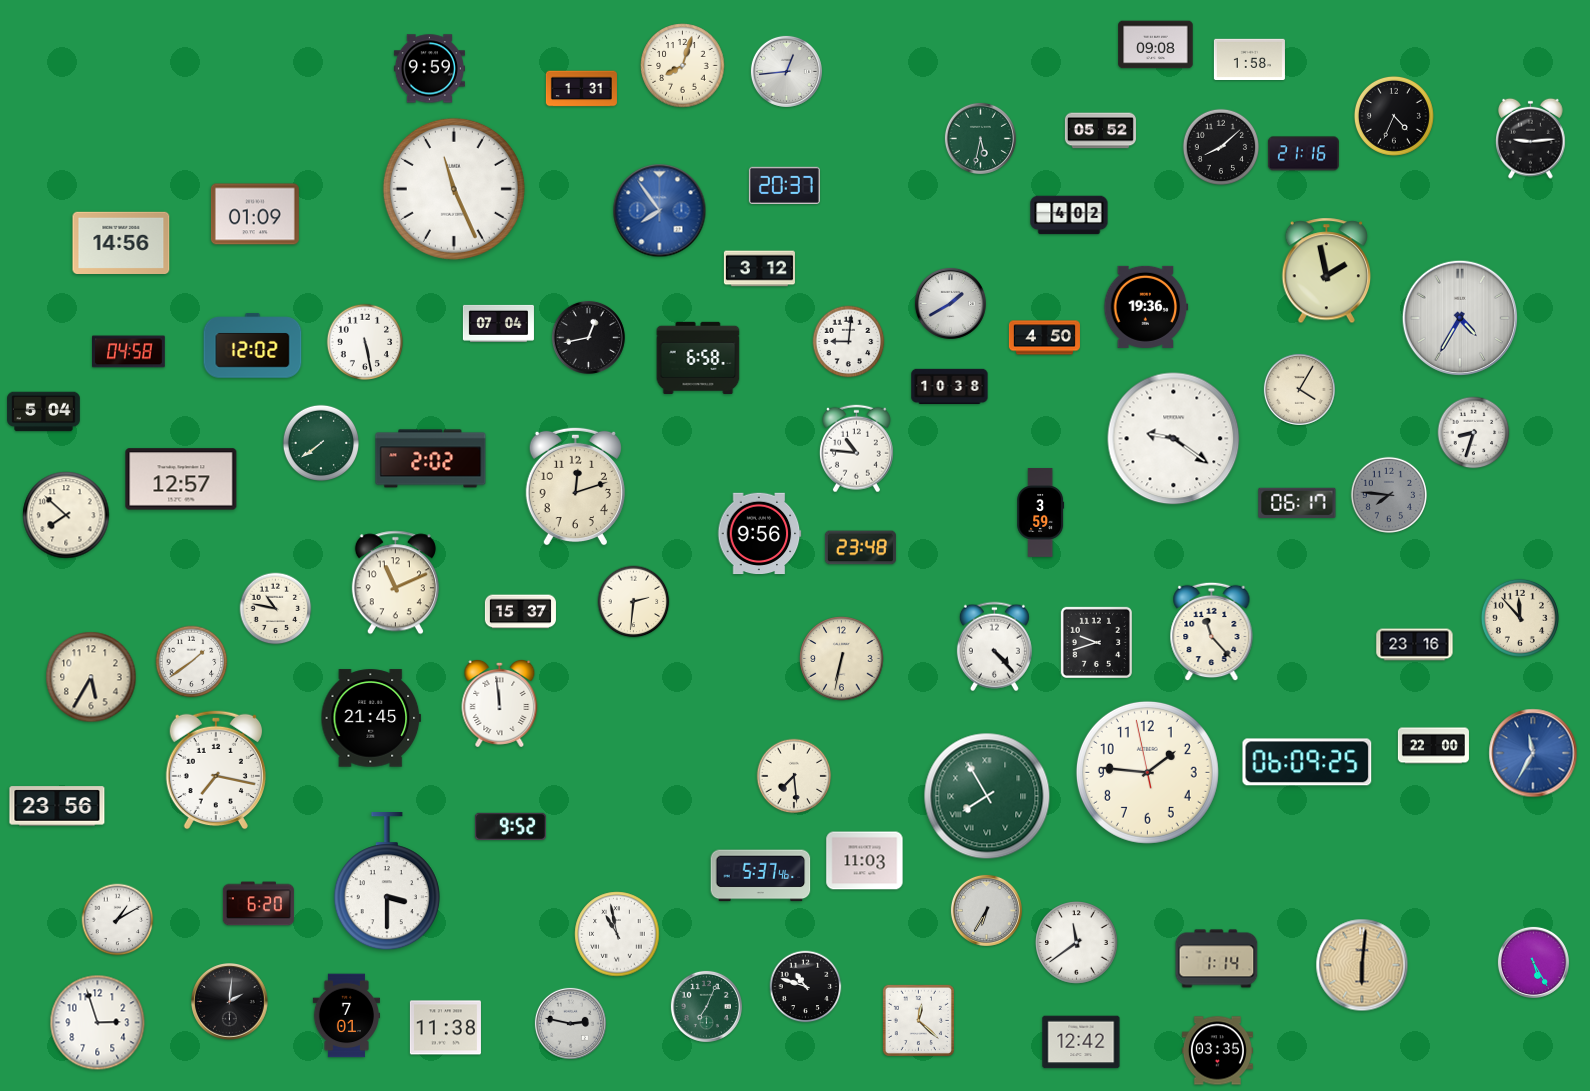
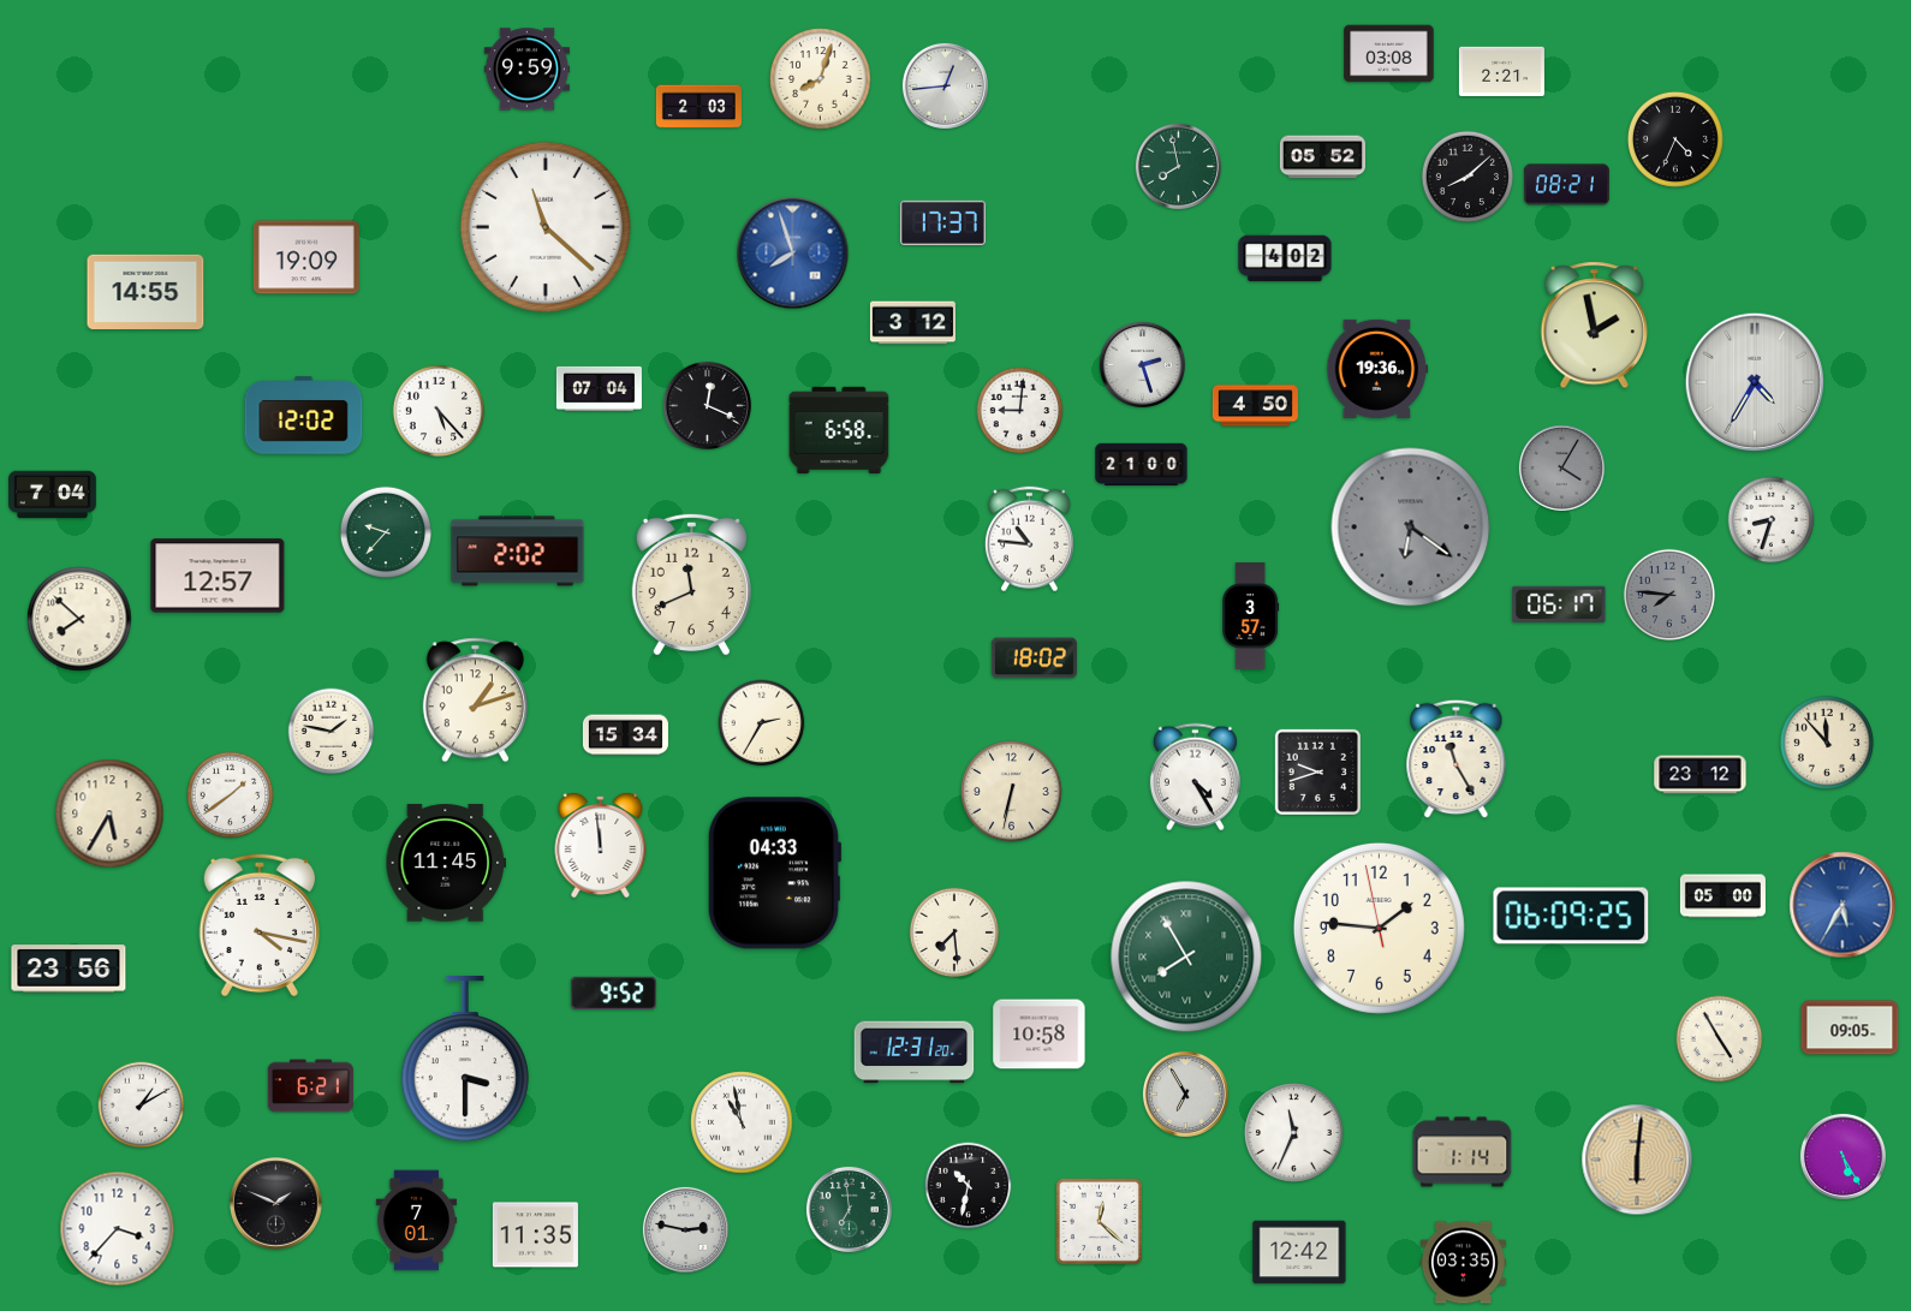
clock at (1156, 45): 09:08 -> 03:08
clock at (1249, 60): 1:58 -> 2:21
clock at (429, 69) position: (429, 69) -> (526, 70)
clock at (581, 89): 1:31 -> 2:03
clock at (980, 138): 5:32 -> 7:58
clock at (1531, 138): 9:14 -> none
clock at (1303, 154): 21:16 -> 08:21
clock at (784, 185): 20:37 -> 17:37
clock at (454, 189): 11:26 -> 11:22
clock at (660, 211): 7:54 -> 7:57
clock at (255, 214): 01:09 -> 19:09
clock at (121, 242): 14:56 -> 14:55
clock at (950, 303): 1:40 -> 2:27
clock at (588, 337): 12:43 -> 12:19
clock at (364, 341): 5:28 -> 5:23
clock at (129, 352): 04:58 -> none
clock at (950, 386): 10:38 -> 21:00
clock at (1299, 389) dial: cream -> grey
clock at (44, 412): 5:04 -> 7:04
clock at (1174, 439): 9:21 -> 6:21
clock at (1174, 439) dial: white -> grey
clock at (320, 442): 7:39 -> 9:37
clock at (575, 486): 12:12 -> 11:41
clock at (1041, 513): 3:59 -> 3:57
clock at (760, 534): 9:56 -> none
clock at (860, 548): 23:48 -> 18:02
clock at (395, 583): 11:11 -> 1:12
clock at (634, 602): 2:31 -> 2:35
clock at (276, 609): 10:47 -> 1:47
clock at (520, 612): 15:37 -> 15:34
clock at (1212, 632): 11:23 -> 11:25
clock at (1415, 645): 23:16 -> 23:12
clock at (994, 647): 4:23 -> 4:25
clock at (371, 718): 21:45 -> 11:45
clock at (774, 874): none -> 04:33
clock at (1433, 746): 22:00 -> 05:00
clock at (1533, 753): 11:35 -> 5:35
clock at (215, 770): 7:17 -> 4:17
clock at (1850, 1027): none -> 09:05
clock at (865, 861): 11:03 -> 10:58
clock at (1720, 1039): none -> 4:55
clock at (761, 876): 5:37 -> 12:31
clock at (258, 904): 6:20 -> 6:21
clock at (986, 910): 6:35 -> 6:55
clock at (1077, 943): 11:39 -> 11:34
clock at (806, 987): 10:48 -> 10:32
clock at (230, 1002): 2:01 -> 1:49
clock at (706, 1006): 7:04 -> 6:59
clock at (918, 1020) position: (918, 1020) -> (1099, 1221)
clock at (98, 1023): 2:57 -> 3:37
clock at (445, 1028): 11:38 -> 11:35
